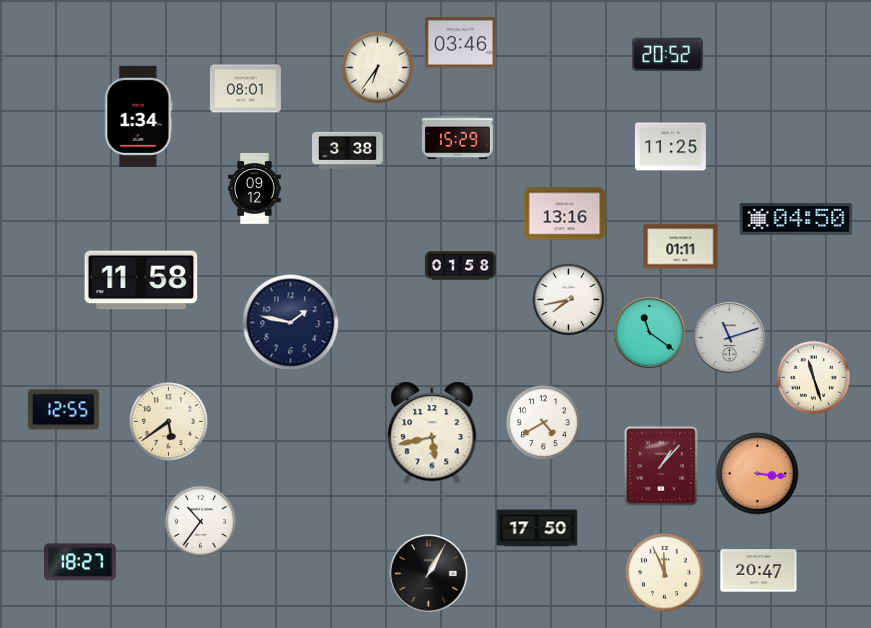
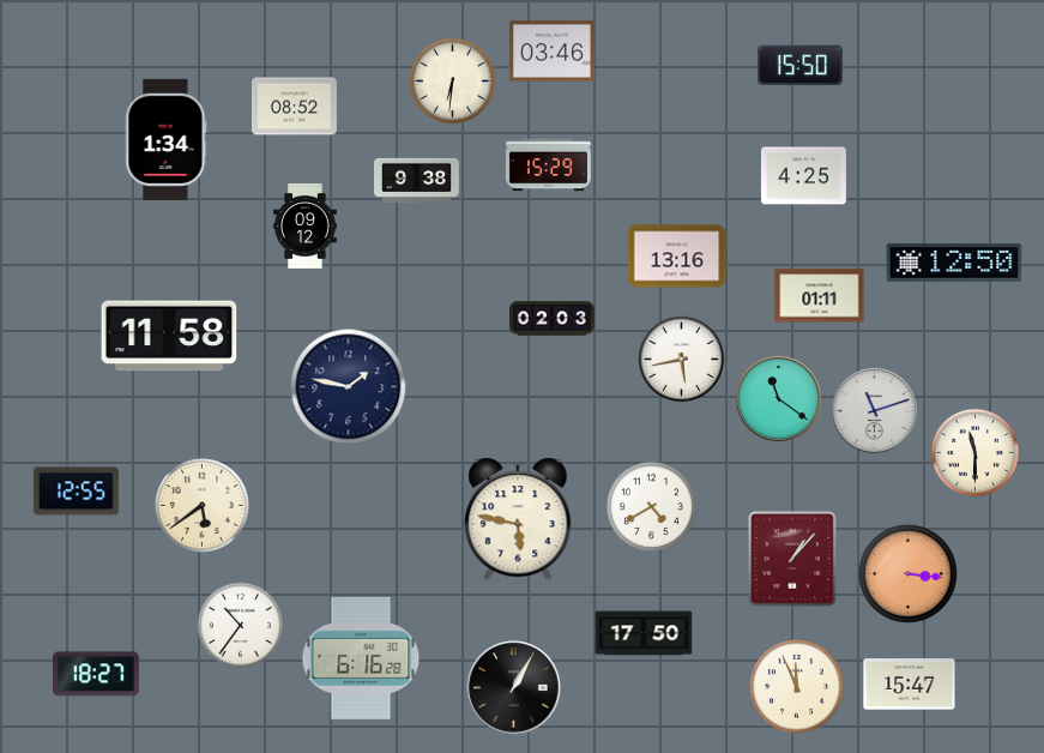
clock at (667, 55): 20:52 -> 15:50
clock at (378, 68): 6:36 -> 6:31
clock at (245, 89): 08:01 -> 08:52
clock at (670, 147): 11:25 -> 4:25
clock at (348, 150): 3:38 -> 9:38
clock at (796, 220): 04:50 -> 12:50
clock at (681, 247) position: (681, 247) -> (820, 296)
clock at (461, 266): 01:58 -> 02:03
clock at (569, 300): 7:43 -> 5:43
clock at (729, 337) position: (729, 337) -> (874, 410)
clock at (814, 378): 11:27 -> 11:30
clock at (432, 433): 5:43 -> 5:47
clock at (758, 474) position: (758, 474) -> (909, 574)
clock at (361, 658): none -> 6:16
clock at (759, 571): 20:47 -> 15:47
